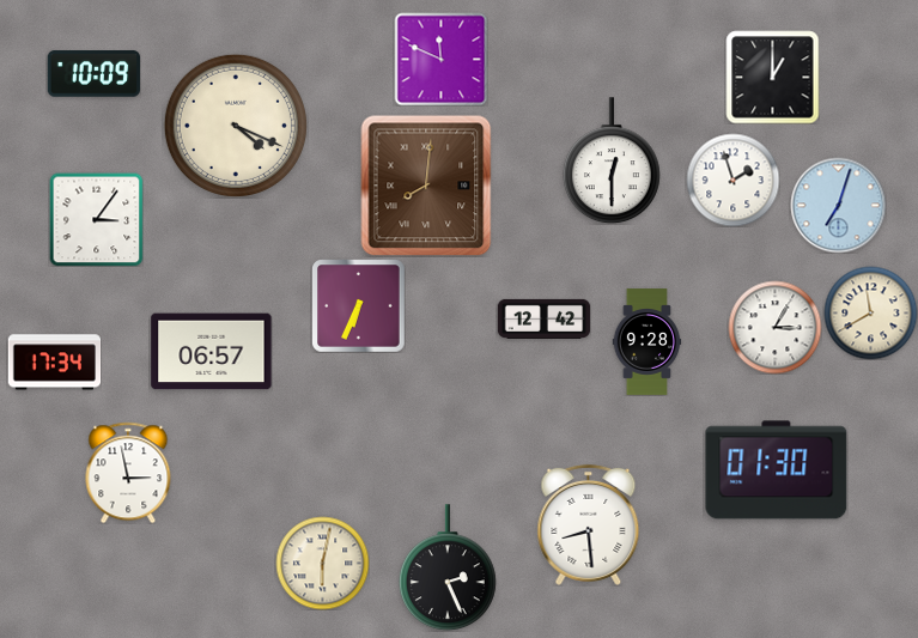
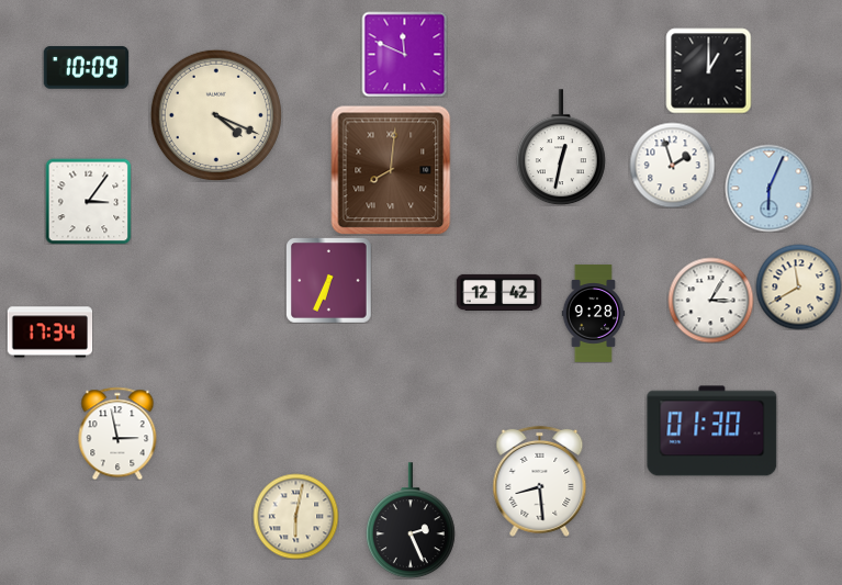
clock at (612, 160): 12:30 -> 12:32
clock at (838, 205): 7:03 -> 6:04
clock at (212, 352): 06:57 -> none
